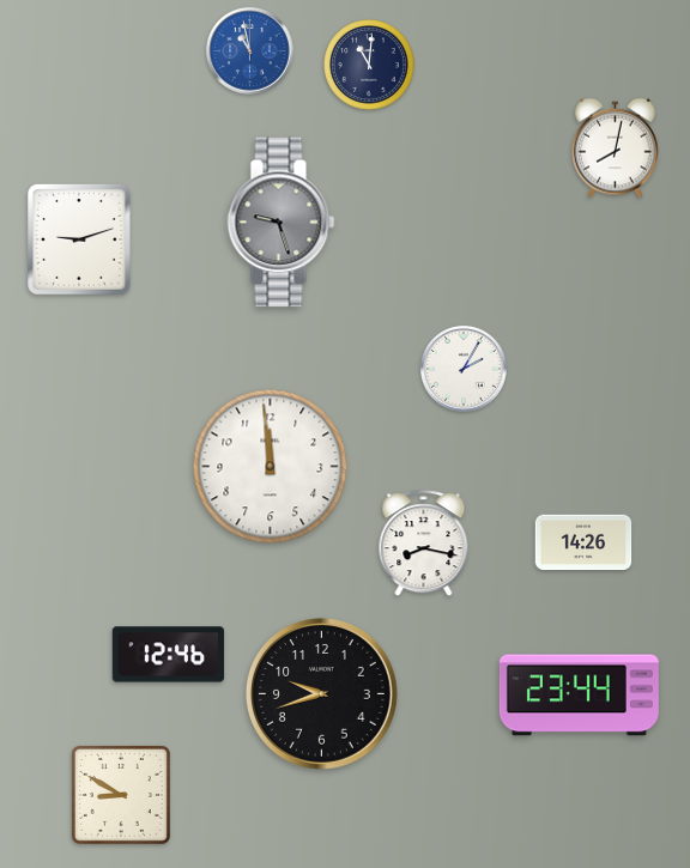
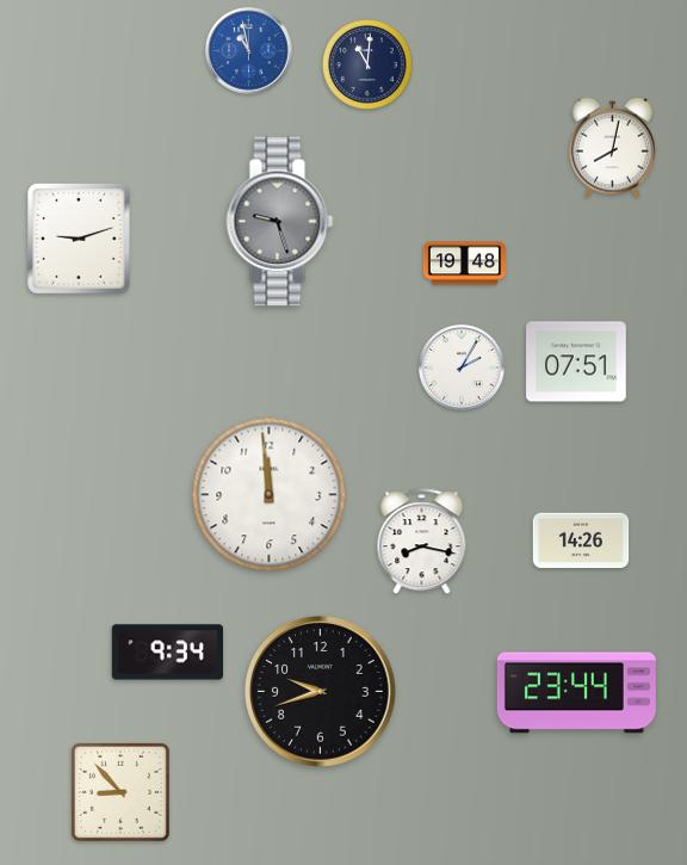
clock at (464, 264): none -> 19:48
clock at (576, 362): none -> 07:51
clock at (271, 467) position: (271, 467) -> (270, 495)
clock at (169, 655): 12:46 -> 9:34
clock at (121, 795): 8:50 -> 8:53
